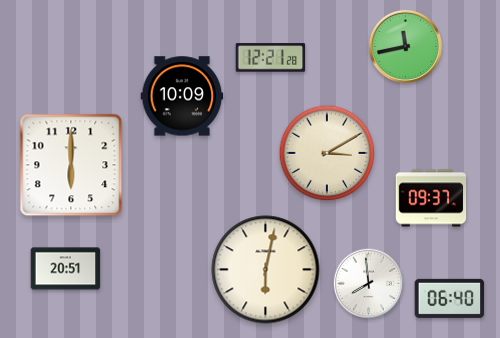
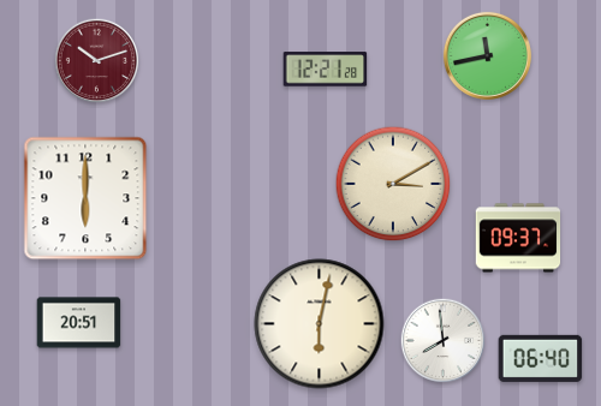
clock at (97, 61): none -> 10:12
clock at (182, 96): 10:09 -> none
